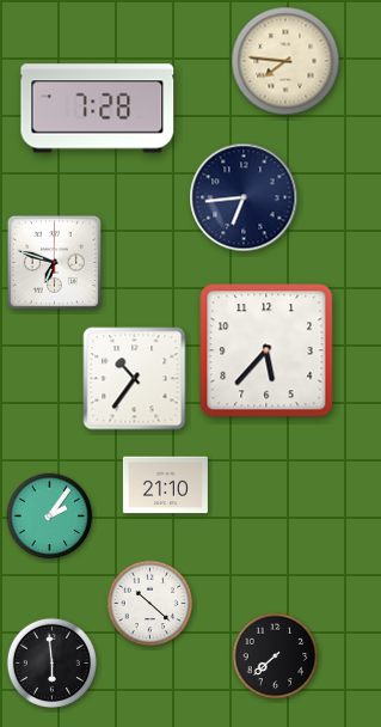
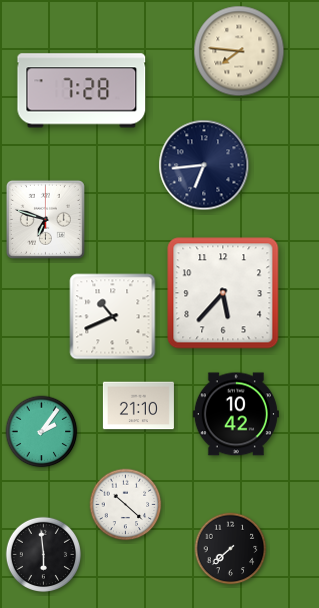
clock at (135, 379): 10:36 -> 10:41
clock at (236, 414): none -> 10:42
